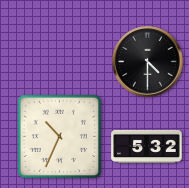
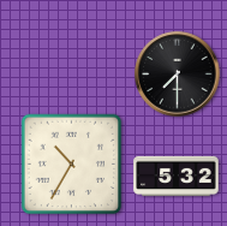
clock at (148, 62): 4:30 -> 7:30
clock at (59, 136): 10:34 -> 10:35
